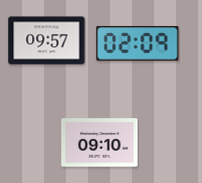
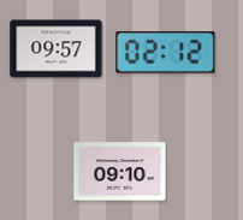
clock at (138, 44): 02:09 -> 02:12
